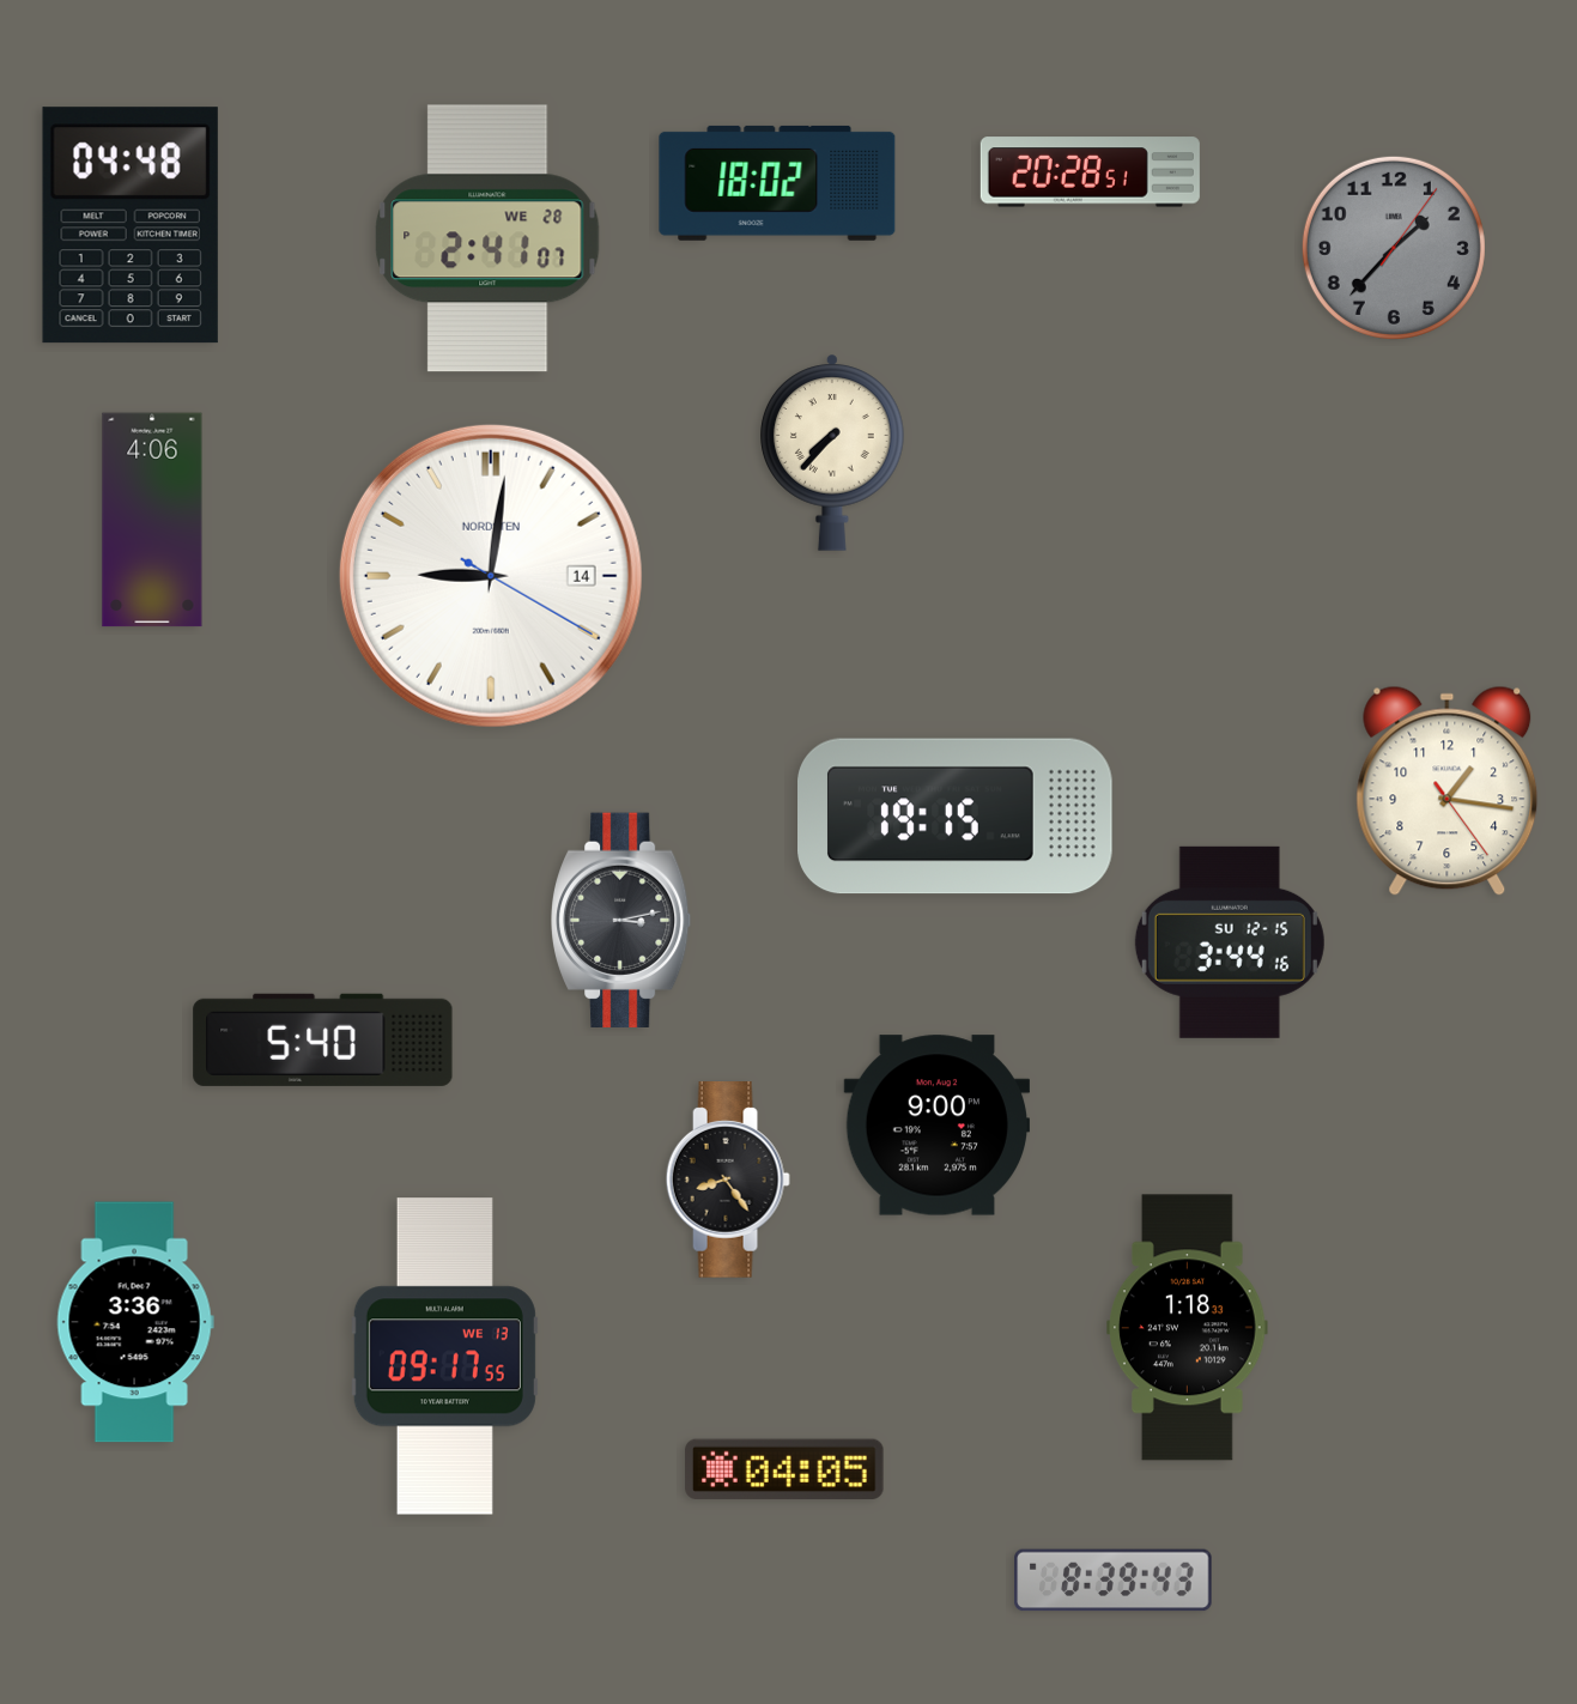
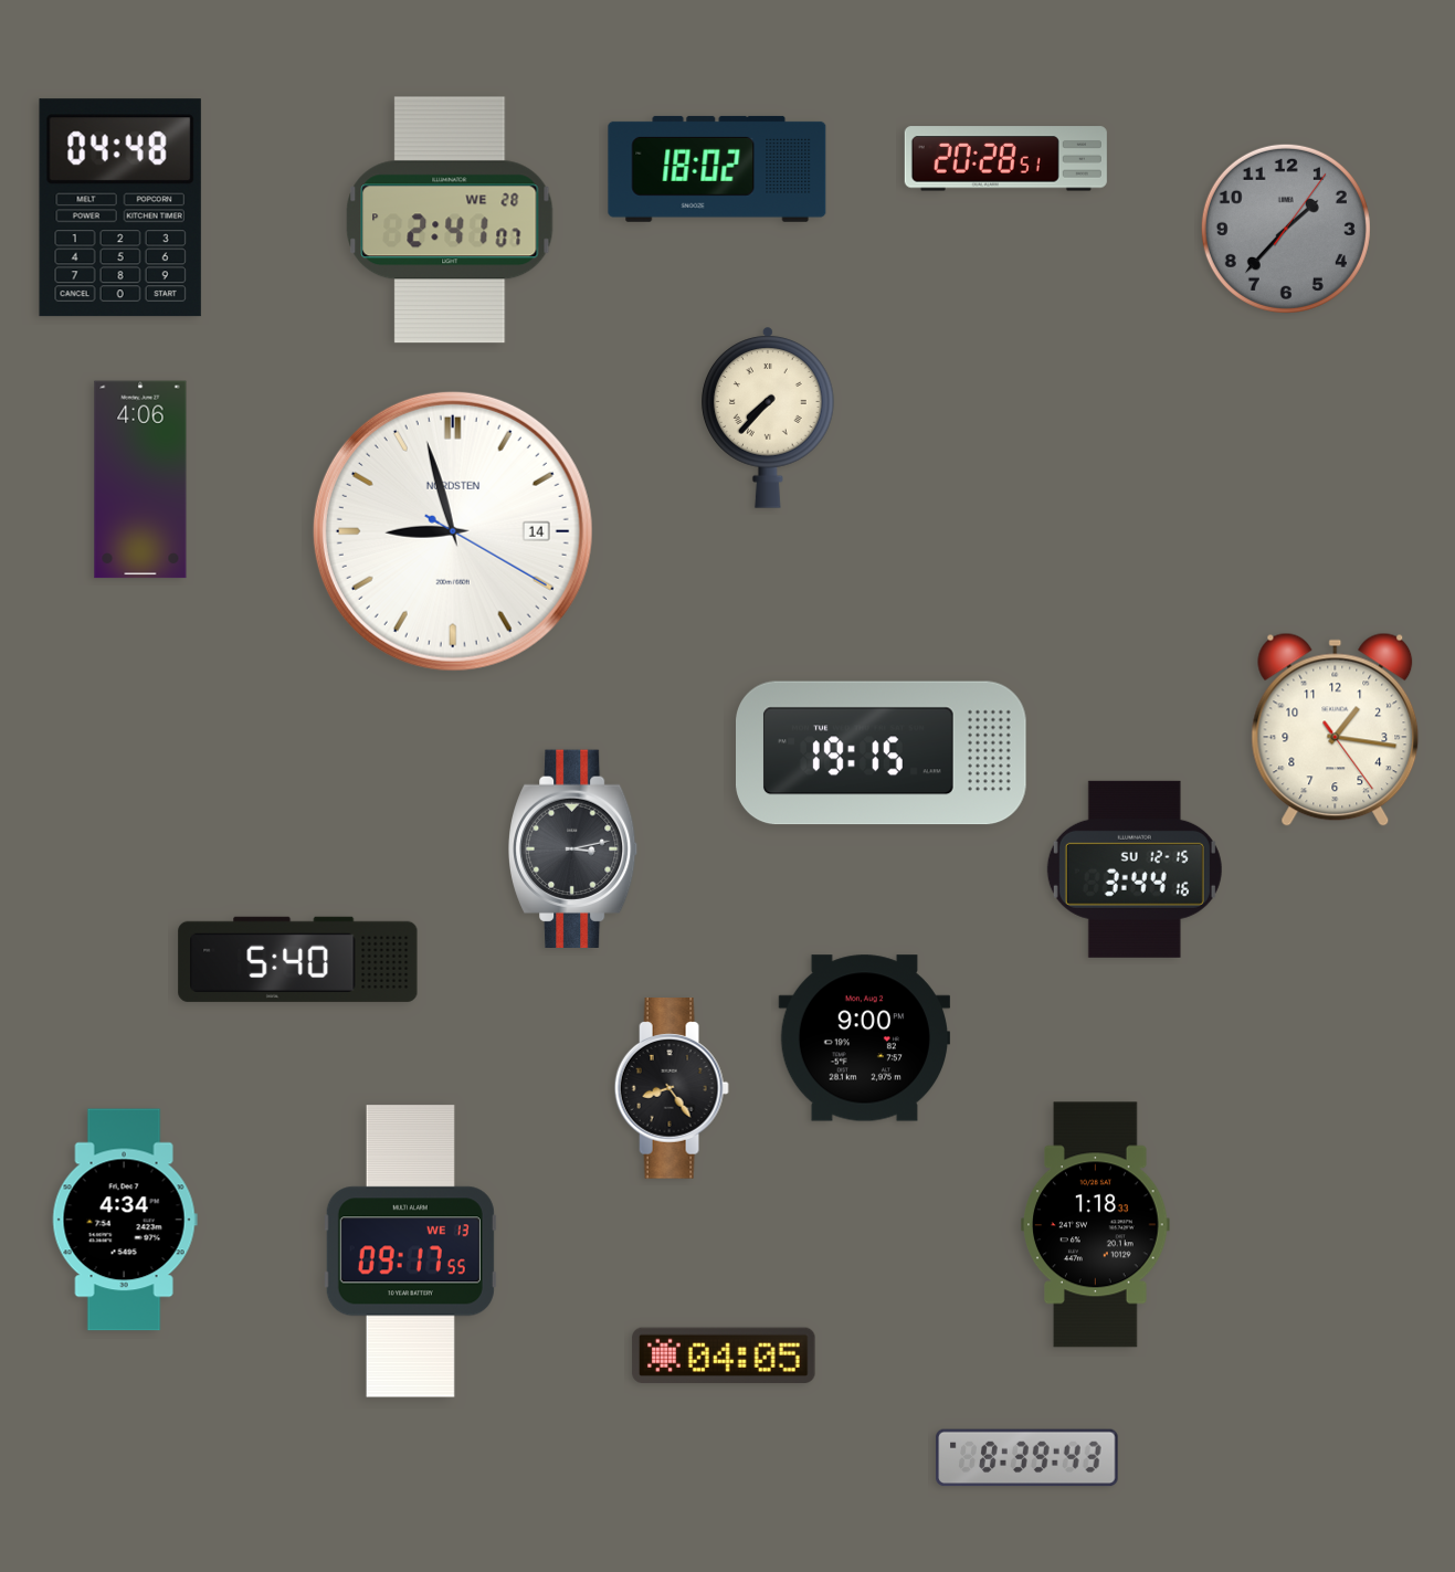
clock at (491, 576): 9:01 -> 8:57
clock at (135, 1322): 3:36 -> 4:34
